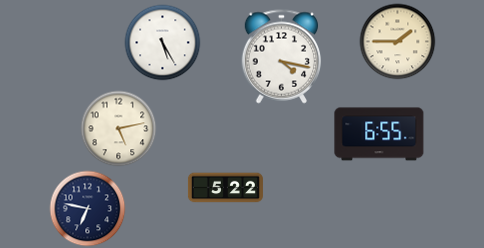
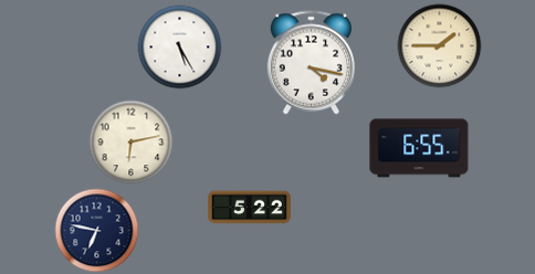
clock at (119, 129): 5:13 -> 6:13
